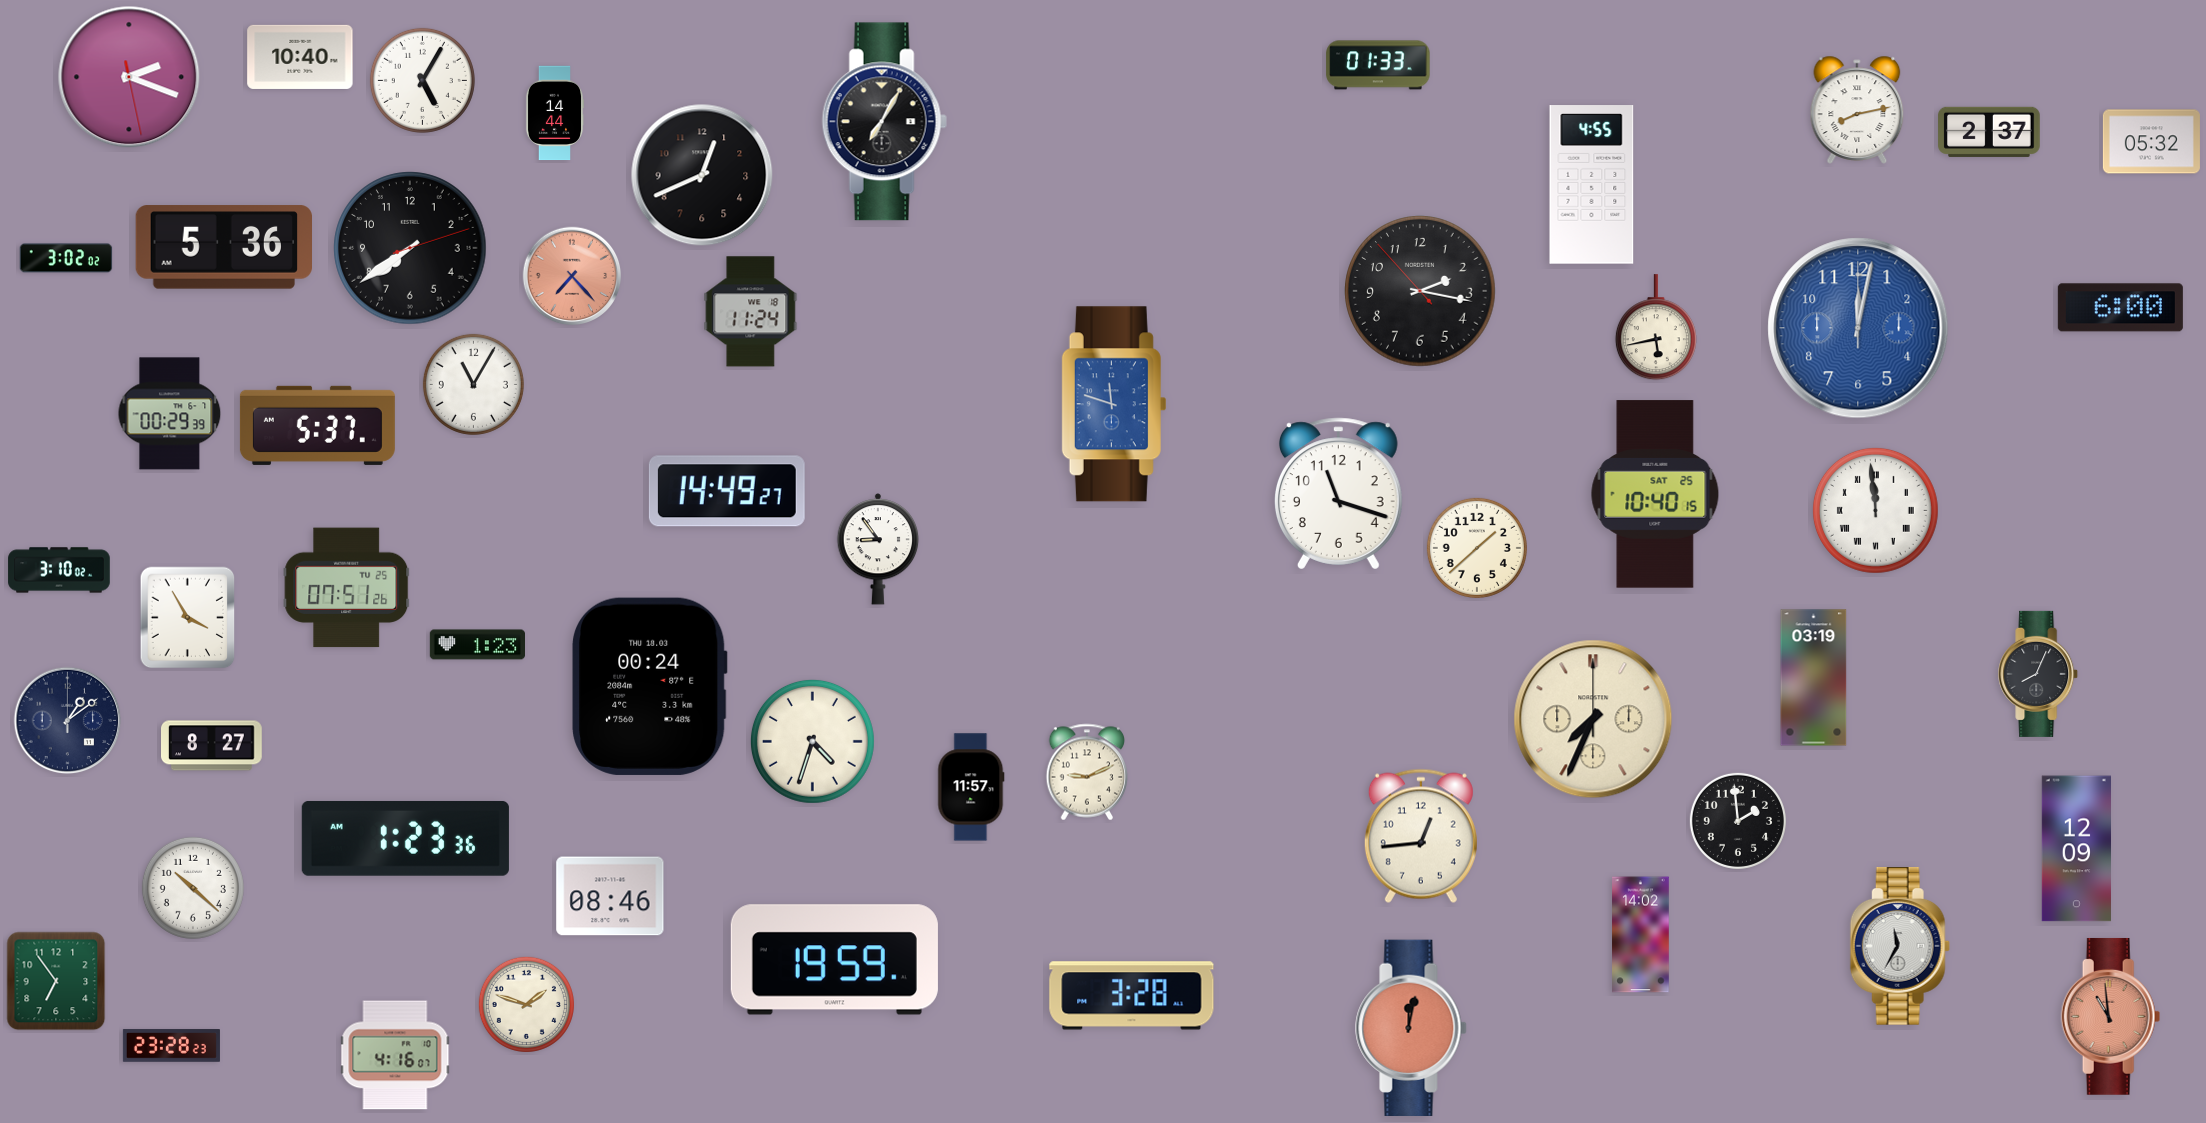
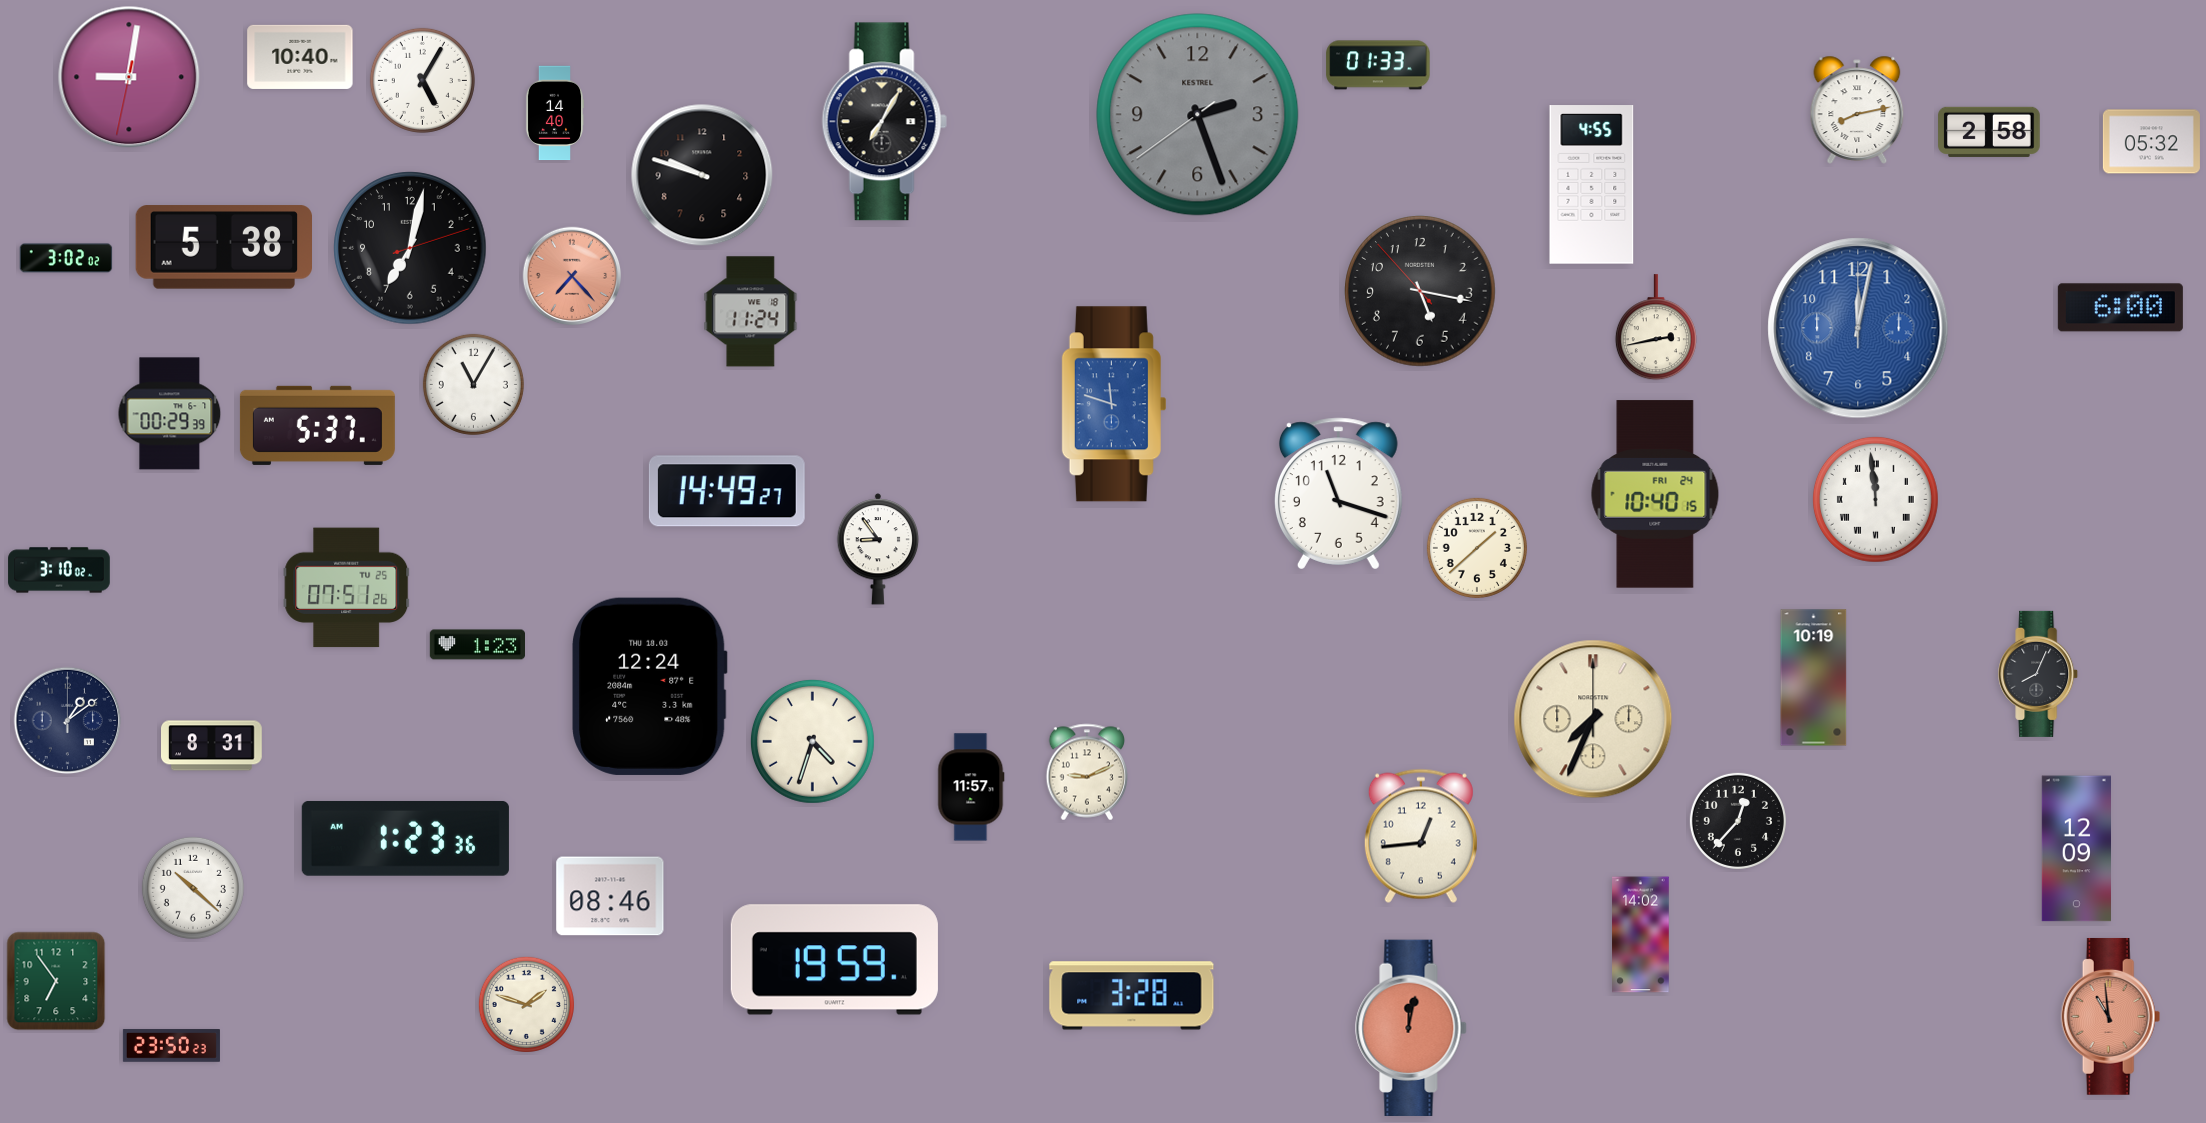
clock at (129, 77): 2:18 -> 9:01
clock at (555, 113): 14:44 -> 14:40
clock at (1198, 115): none -> 2:26
clock at (1989, 132): 2:37 -> 2:58
clock at (702, 175): 12:41 -> 9:48
clock at (223, 247): 5:36 -> 5:38
clock at (410, 248): 7:39 -> 7:02
clock at (1420, 291): 2:16 -> 5:16
clock at (1656, 328): 5:43 -> 2:43
clock at (1655, 494) date: SAT 25 -> FRI 24
clock at (1875, 510) position: (1875, 510) -> (1875, 499)
clock at (188, 618): 3:55 -> none
clock at (1814, 678): 03:19 -> 10:19
clock at (650, 686): 00:24 -> 12:24
clock at (212, 746): 8:27 -> 8:31
clock at (1738, 821): 1:59 -> 12:37
clock at (1900, 947): 11:35 -> none
clock at (171, 1046): 23:28 -> 23:50
clock at (395, 1055): 4:16 -> none
